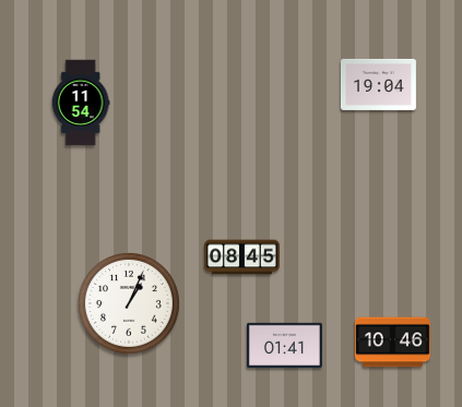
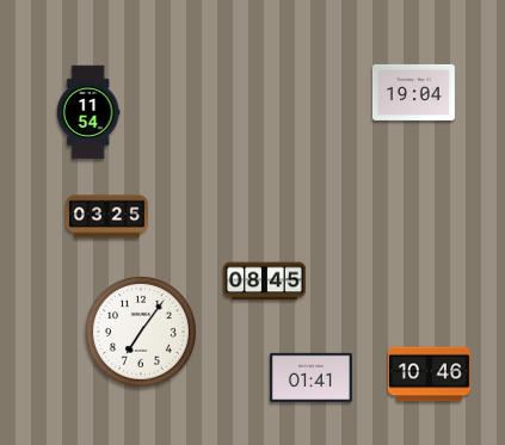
clock at (106, 217): none -> 03:25
clock at (129, 303): 1:04 -> 7:06
